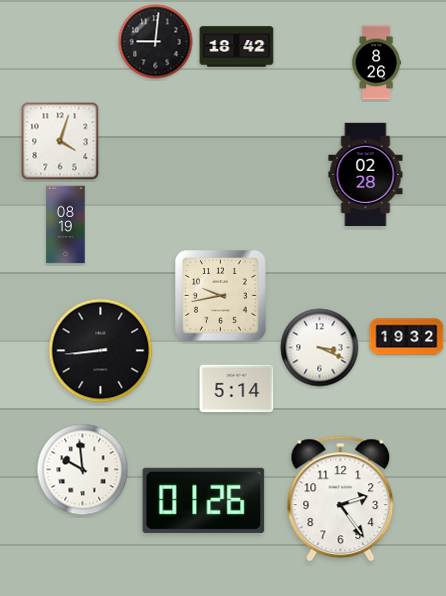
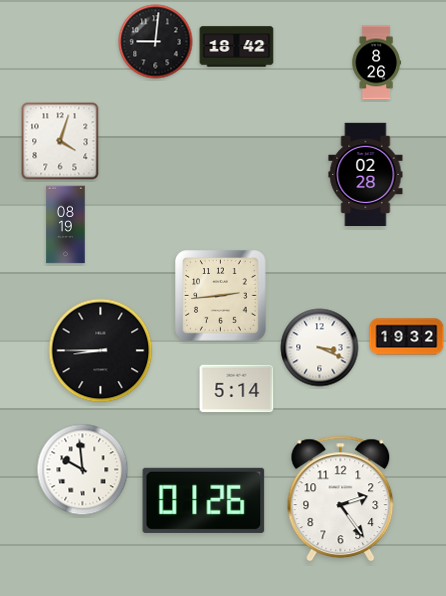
clock at (221, 296): 9:43 -> 2:44
clock at (101, 351): 8:44 -> 8:45
